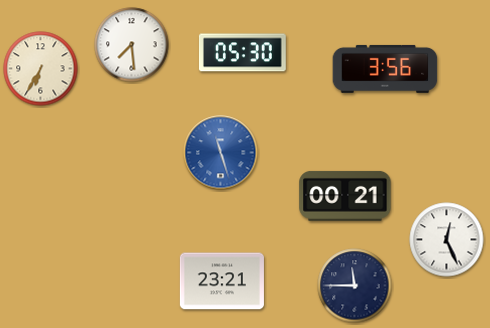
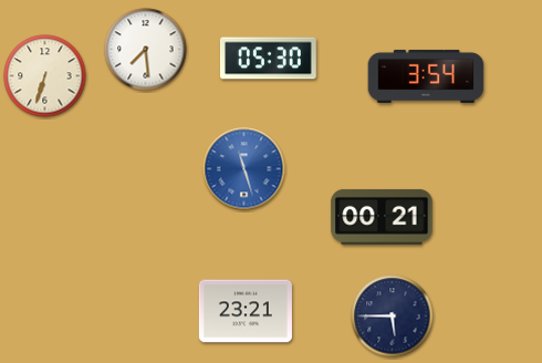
clock at (41, 69): 6:35 -> 6:33
clock at (385, 69): 3:56 -> 3:54
clock at (447, 240): 12:26 -> none
clock at (355, 286): 11:45 -> 5:45
